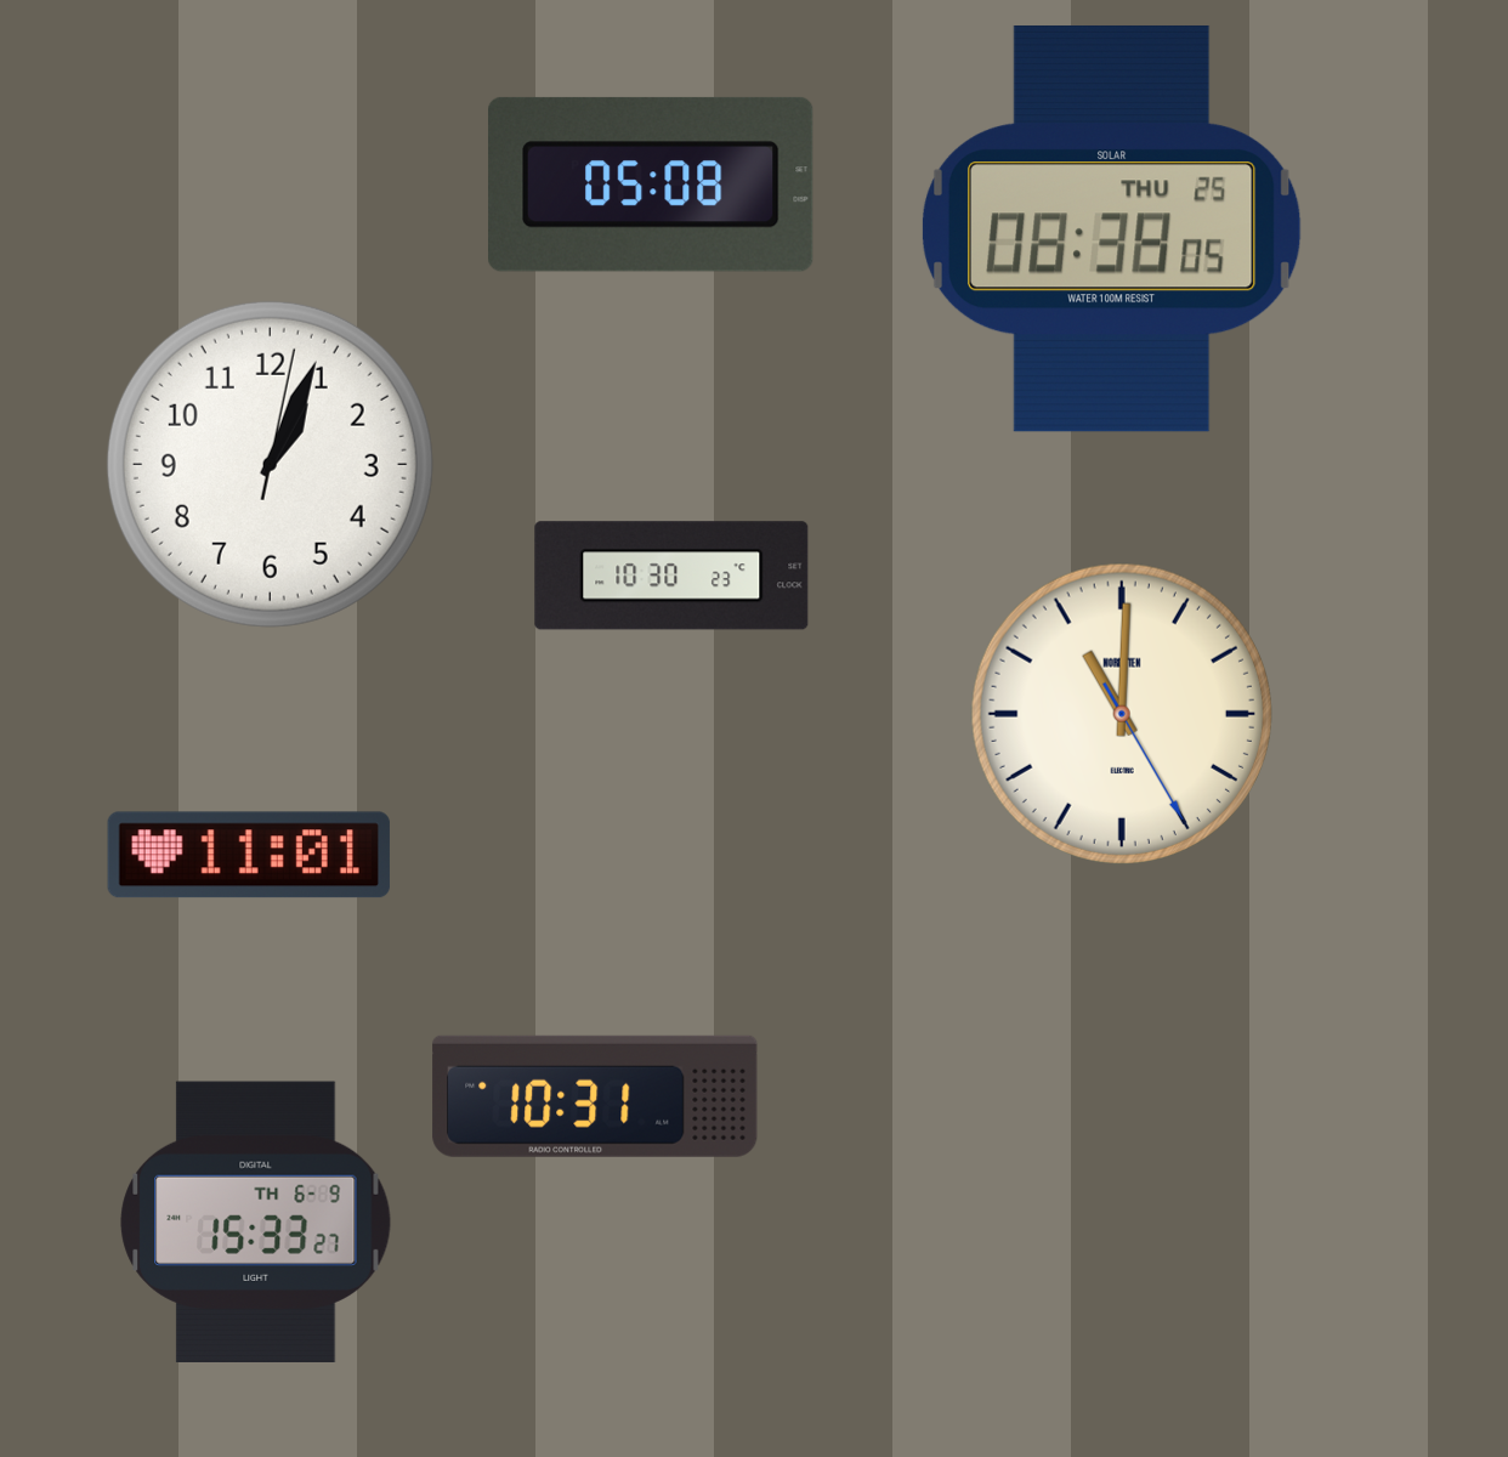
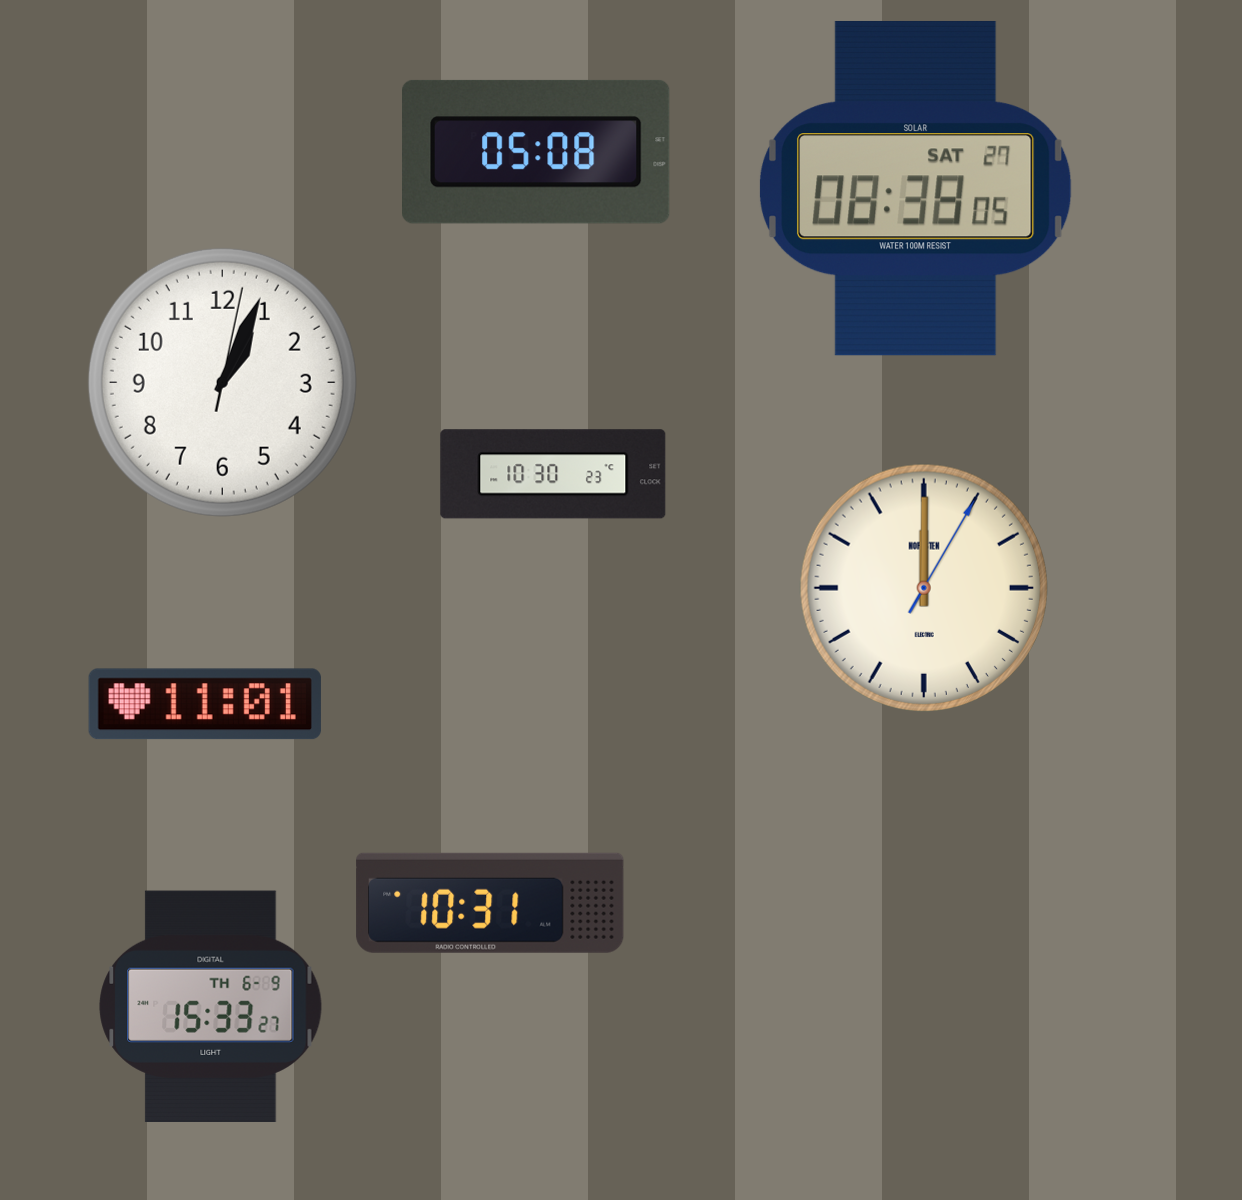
clock at (1111, 228) date: THU 25 -> SAT 27
clock at (1122, 714): 11:00 -> 12:00
